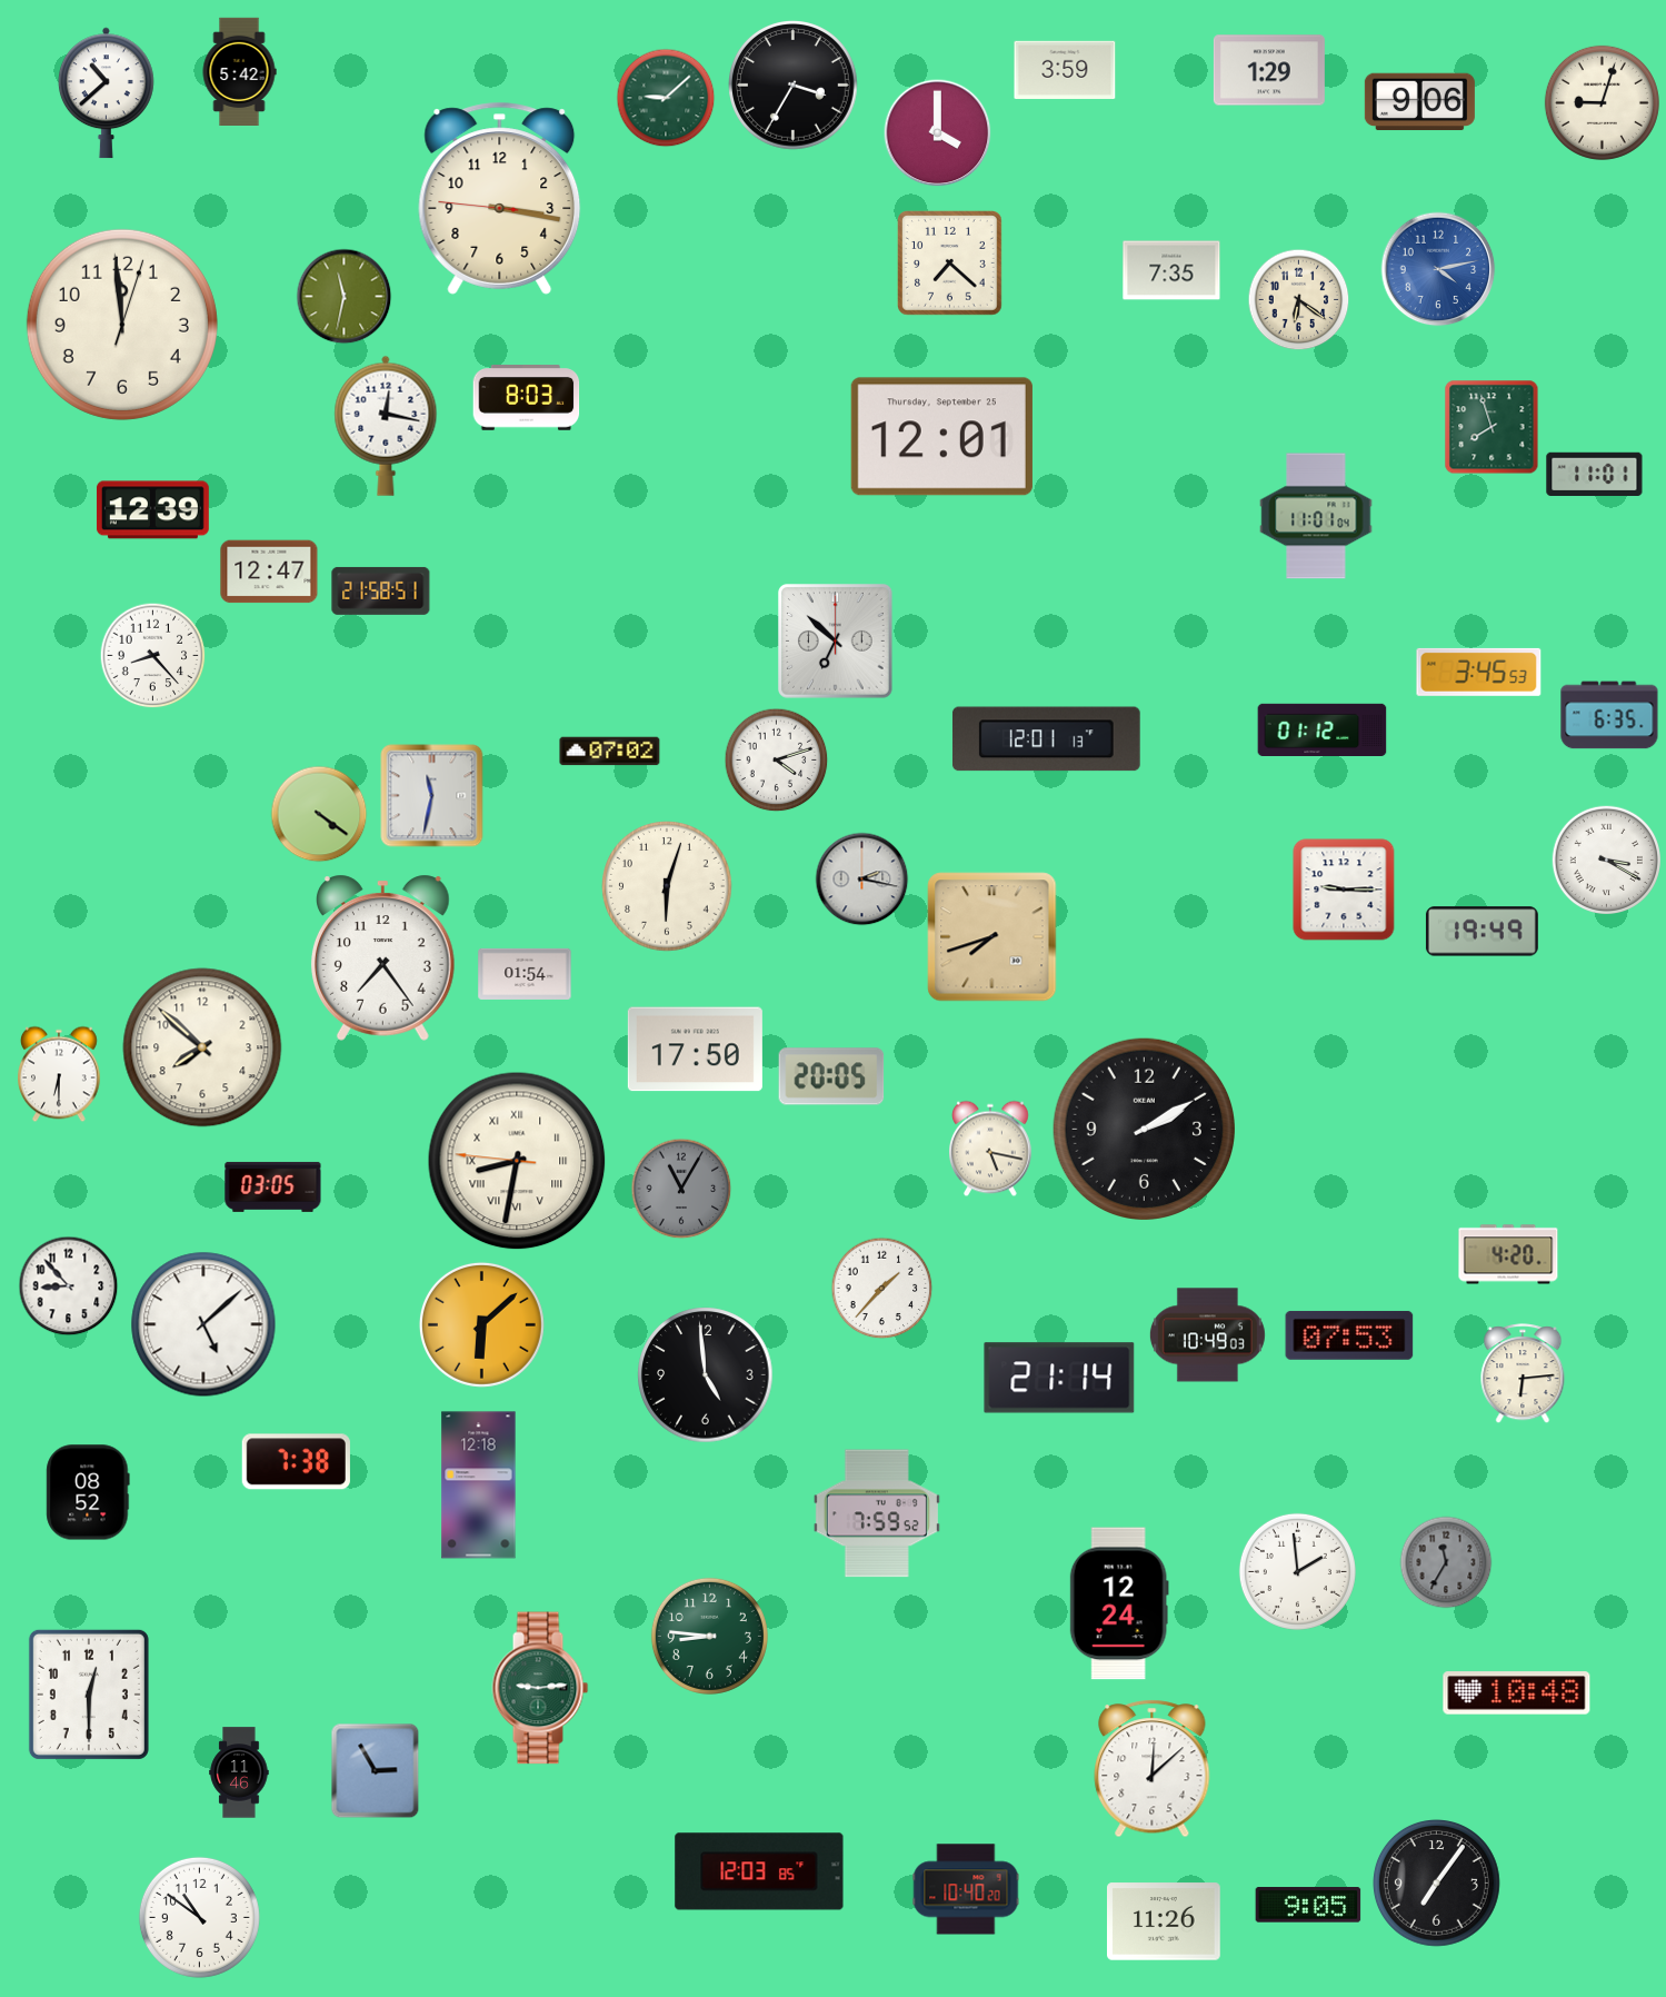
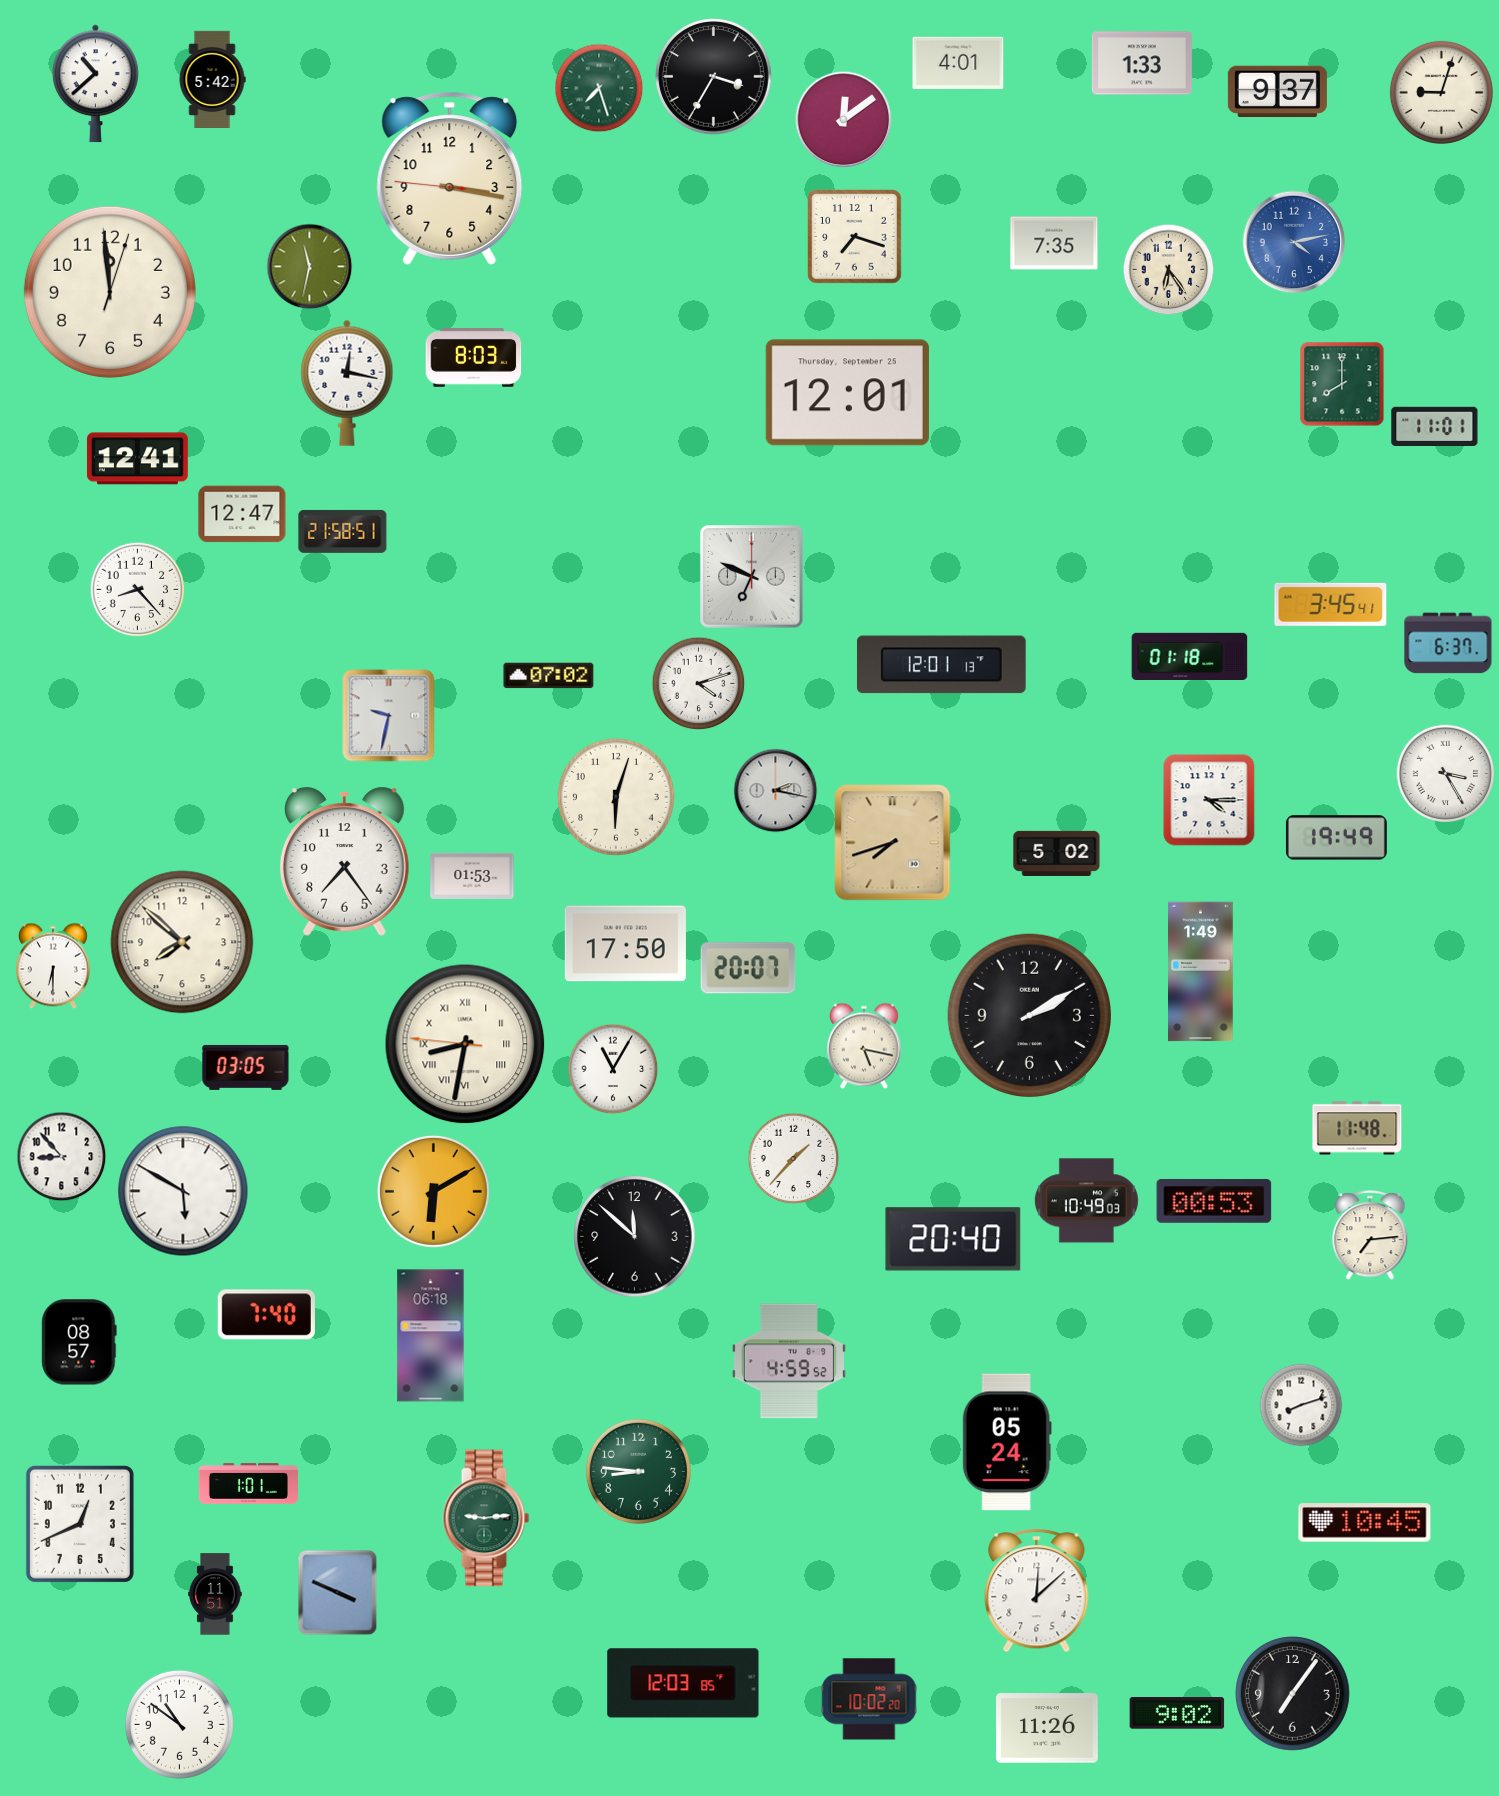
clock at (1065, 70): 3:59 -> 4:01
clock at (1269, 70): 1:29 -> 1:33
clock at (239, 71) position: (239, 71) -> (212, 79)
clock at (666, 98): 9:08 -> 7:27
clock at (1419, 102): 9:06 -> 9:37
clock at (938, 133): 4:00 -> 12:09
clock at (950, 264): 7:22 -> 7:18
clock at (1299, 300): 6:21 -> 6:24
clock at (1492, 427): 7:57 -> 8:00
clock at (152, 510): 12:39 -> 12:41
clock at (1316, 516): 11:01 -> none
clock at (836, 642): 6:52 -> 6:49
clock at (1479, 672): 3:45:53 -> 3:45:41
clock at (1609, 715): 6:35 -> 6:37
clock at (1323, 731): 01:12 -> 01:18
clock at (432, 796): 11:32 -> 9:32
clock at (319, 814): 4:21 -> none
clock at (1607, 861): 3:20 -> 3:25
clock at (667, 886) position: (667, 886) -> (616, 797)
clock at (1344, 890): 9:15 -> 4:15
clock at (1482, 932) position: (1482, 932) -> (1336, 838)
clock at (1057, 853): none -> 5:02
clock at (525, 974): 01:54 -> 01:53
clock at (831, 1076): 20:05 -> 20:07
clock at (1201, 972): none -> 1:49
clock at (991, 1149) position: (991, 1149) -> (865, 1046)
clock at (681, 1189) dial: grey -> white
clock at (1508, 1254): 4:20 -> 11:48
clock at (203, 1324): 5:08 -> 5:50
clock at (481, 1324): 6:08 -> 6:10
clock at (1349, 1335): 07:53 -> 00:53
clock at (1523, 1374): 6:14 -> 7:14
clock at (706, 1375): 4:59 -> 11:52
clock at (1059, 1378): 21:14 -> 20:40
clock at (296, 1462): 7:38 -> 7:40
clock at (479, 1486): 12:18 -> 06:18
clock at (88, 1492): 08:52 -> 08:57
clock at (877, 1513): 7:59 -> 4:59
clock at (1446, 1562): 11:35 -> 8:12
clock at (1446, 1562) dial: grey -> white
clock at (1297, 1571): 1:59 -> none
clock at (1119, 1603): 12:24 -> 05:24
clock at (248, 1484): none -> 1:01
clock at (1517, 1693): 10:48 -> 10:45
clock at (89, 1695): 12:30 -> 12:41
clock at (376, 1771): 2:55 -> 3:49
clock at (239, 1772): 11:46 -> 11:51
clock at (966, 1889): 10:40 -> 10:02
clock at (1308, 1905): 9:05 -> 9:02
